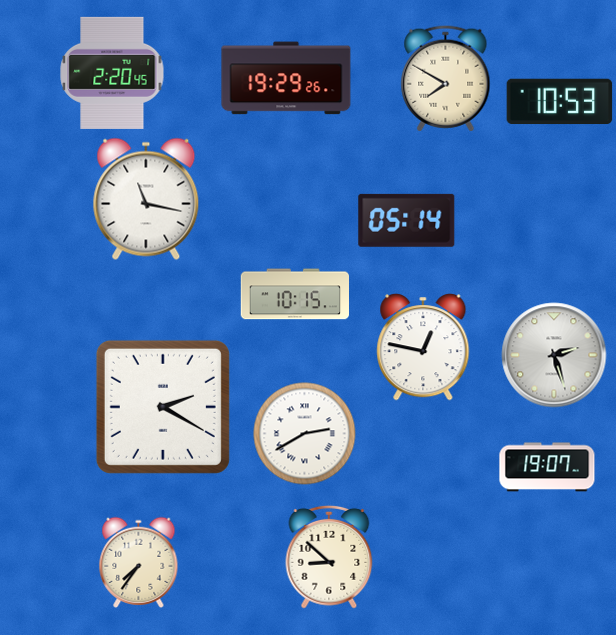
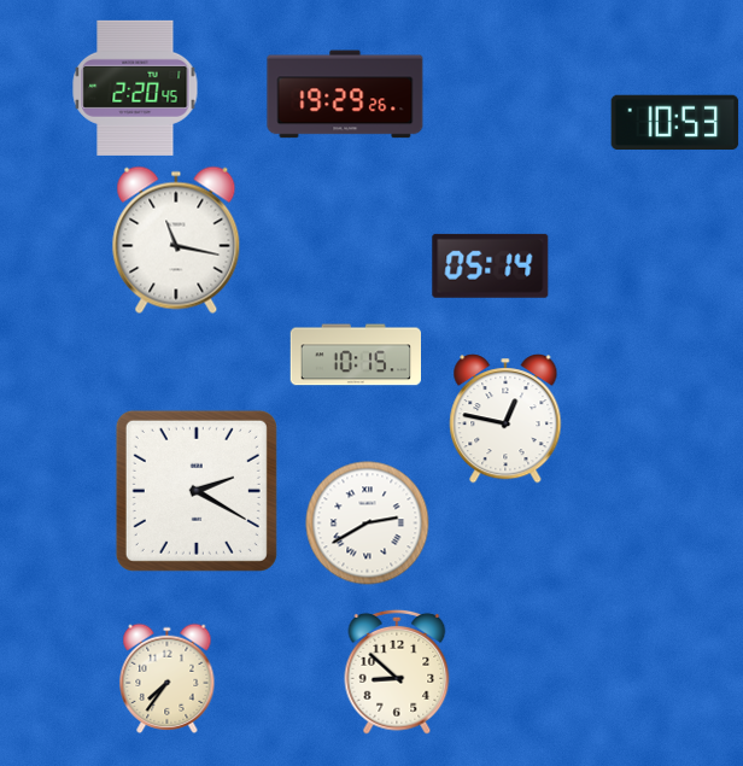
clock at (446, 79): 7:50 -> none
clock at (423, 347) position: (423, 347) -> (505, 419)
clock at (554, 355): 2:27 -> none
clock at (547, 467): 19:07 -> none
